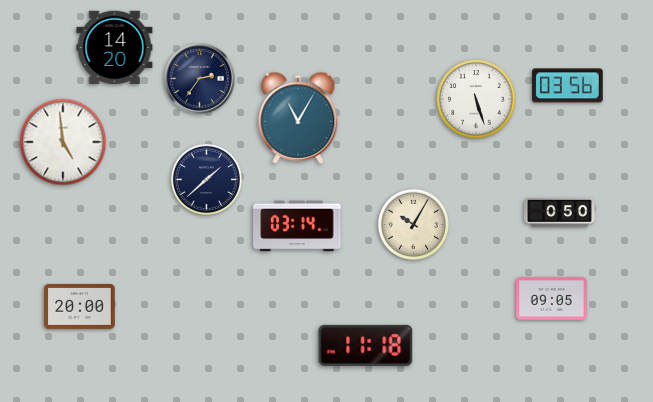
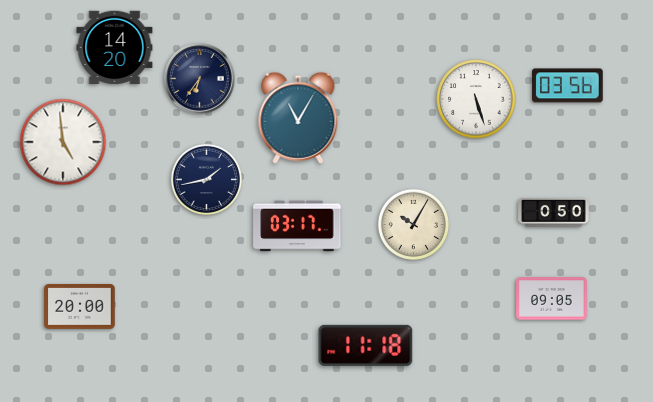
clock at (200, 79): 2:36 -> 6:36
clock at (206, 179): 1:38 -> 1:43
clock at (560, 213) position: (560, 213) -> (554, 213)
clock at (297, 226): 03:14 -> 03:17
